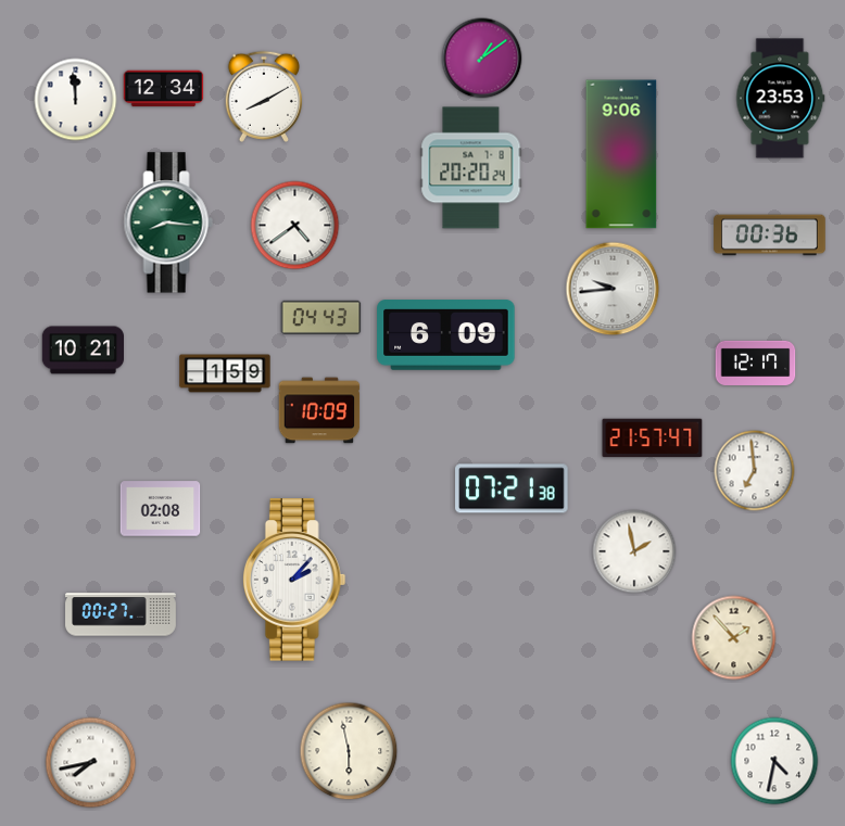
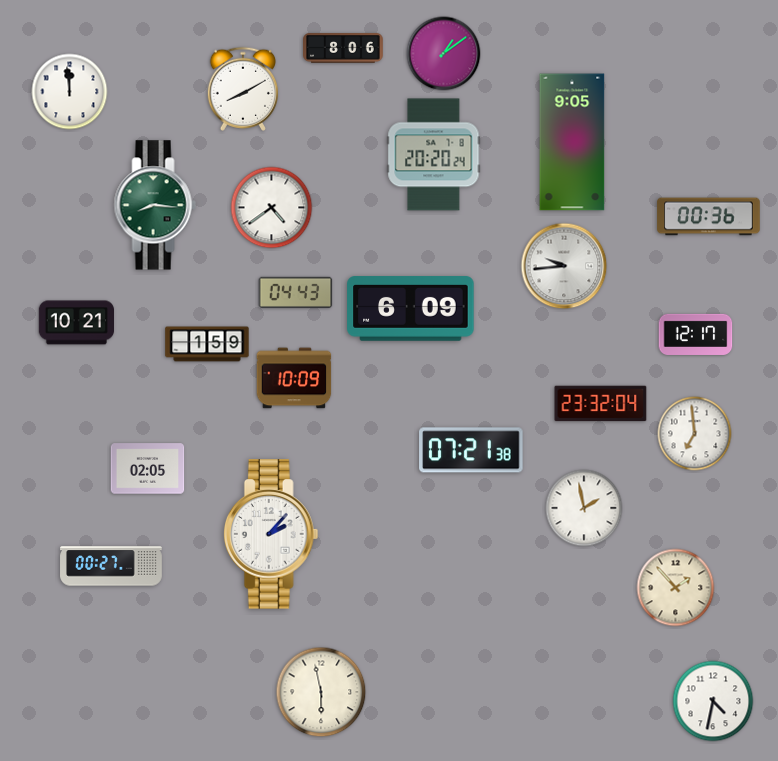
clock at (343, 49): none -> 8:06
clock at (164, 89): 12:34 -> none
clock at (781, 99): 23:53 -> none
clock at (621, 154): 9:06 -> 9:05
clock at (653, 439): 21:57 -> 23:32
clock at (161, 509): 02:08 -> 02:05
clock at (91, 763): 7:43 -> none
